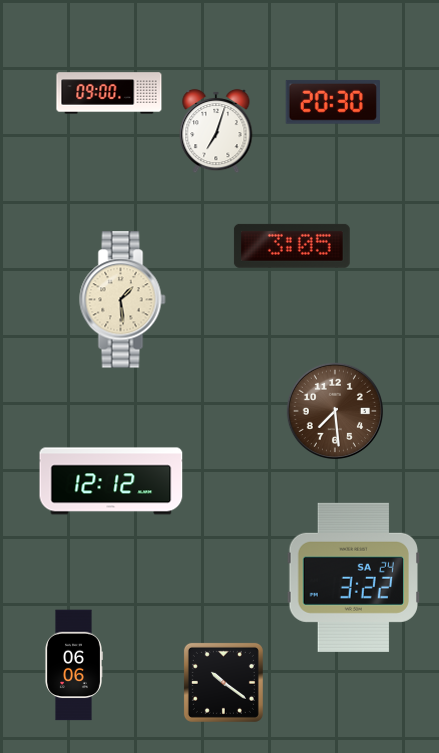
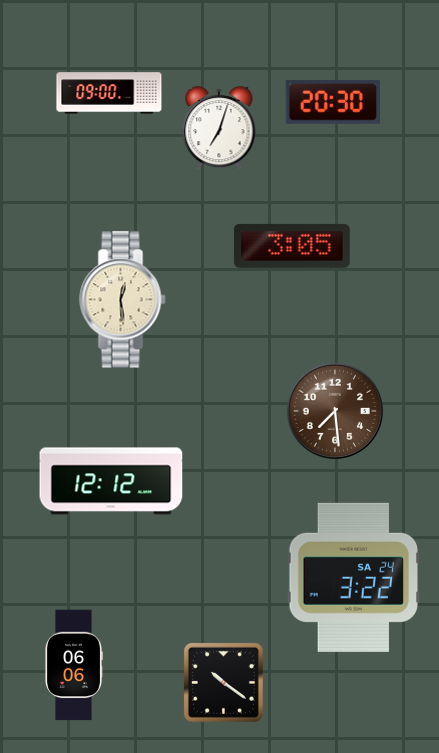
clock at (216, 131) position: (216, 131) -> (219, 128)
clock at (123, 300): 1:29 -> 12:29
